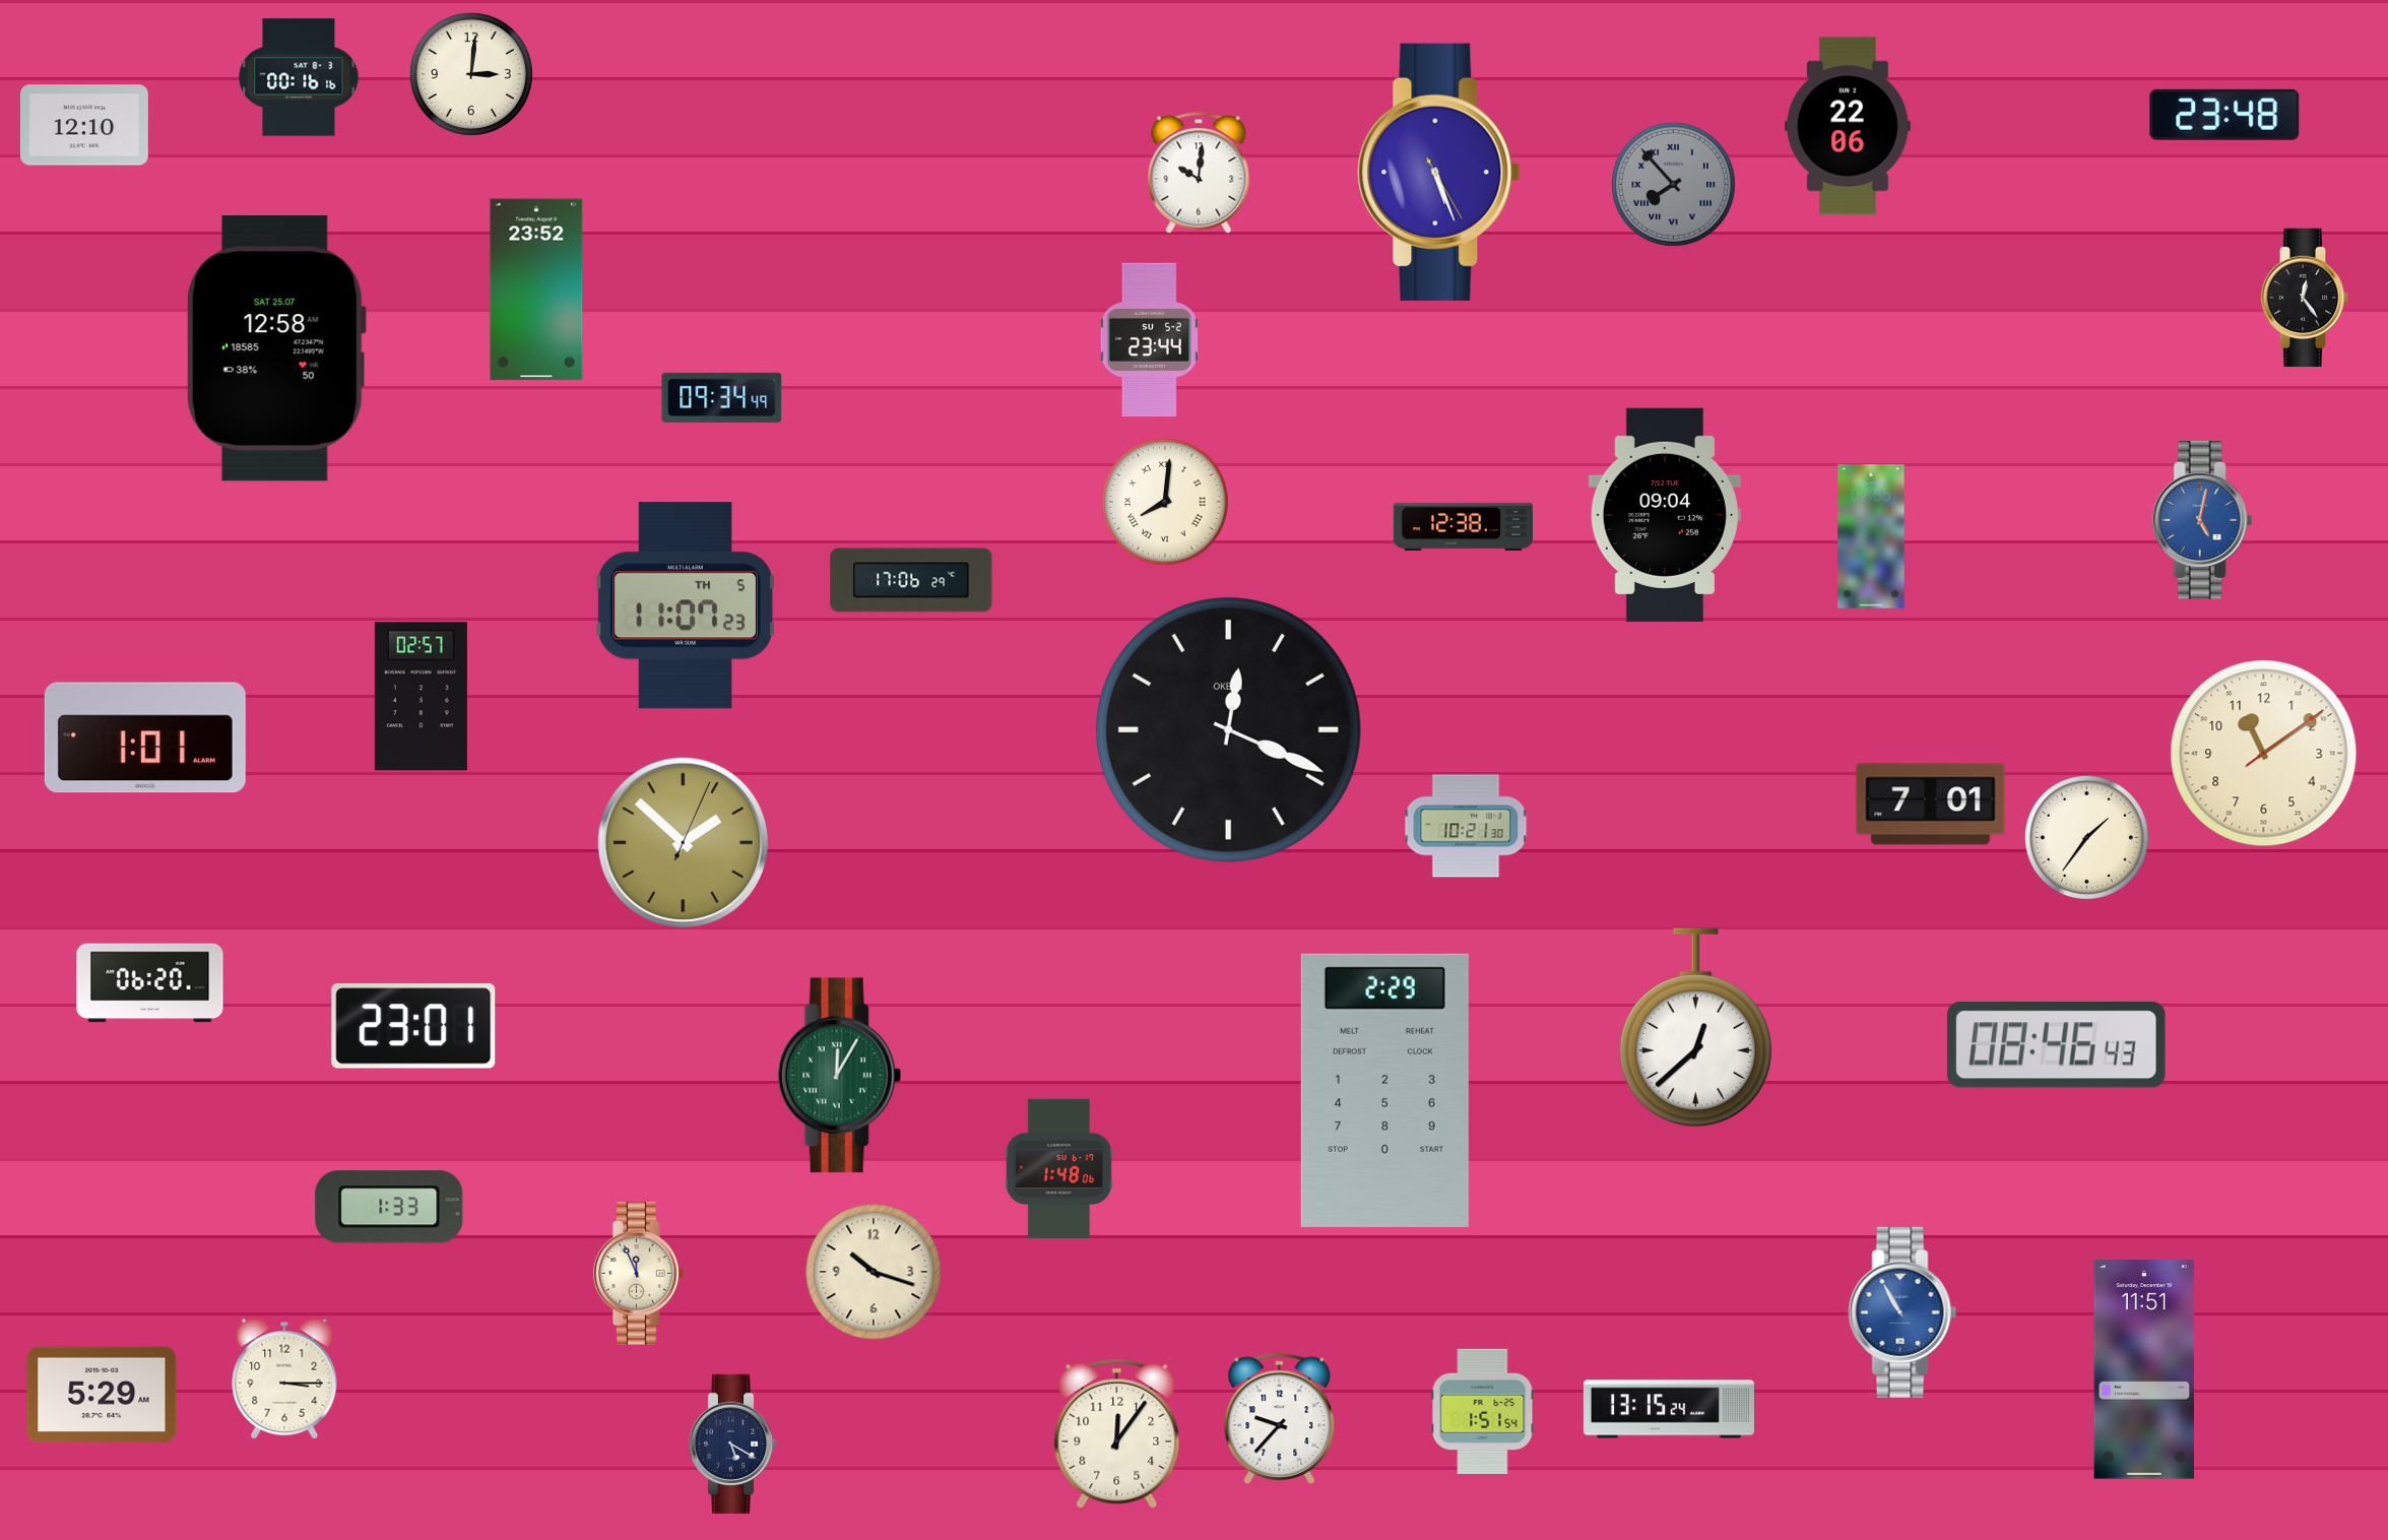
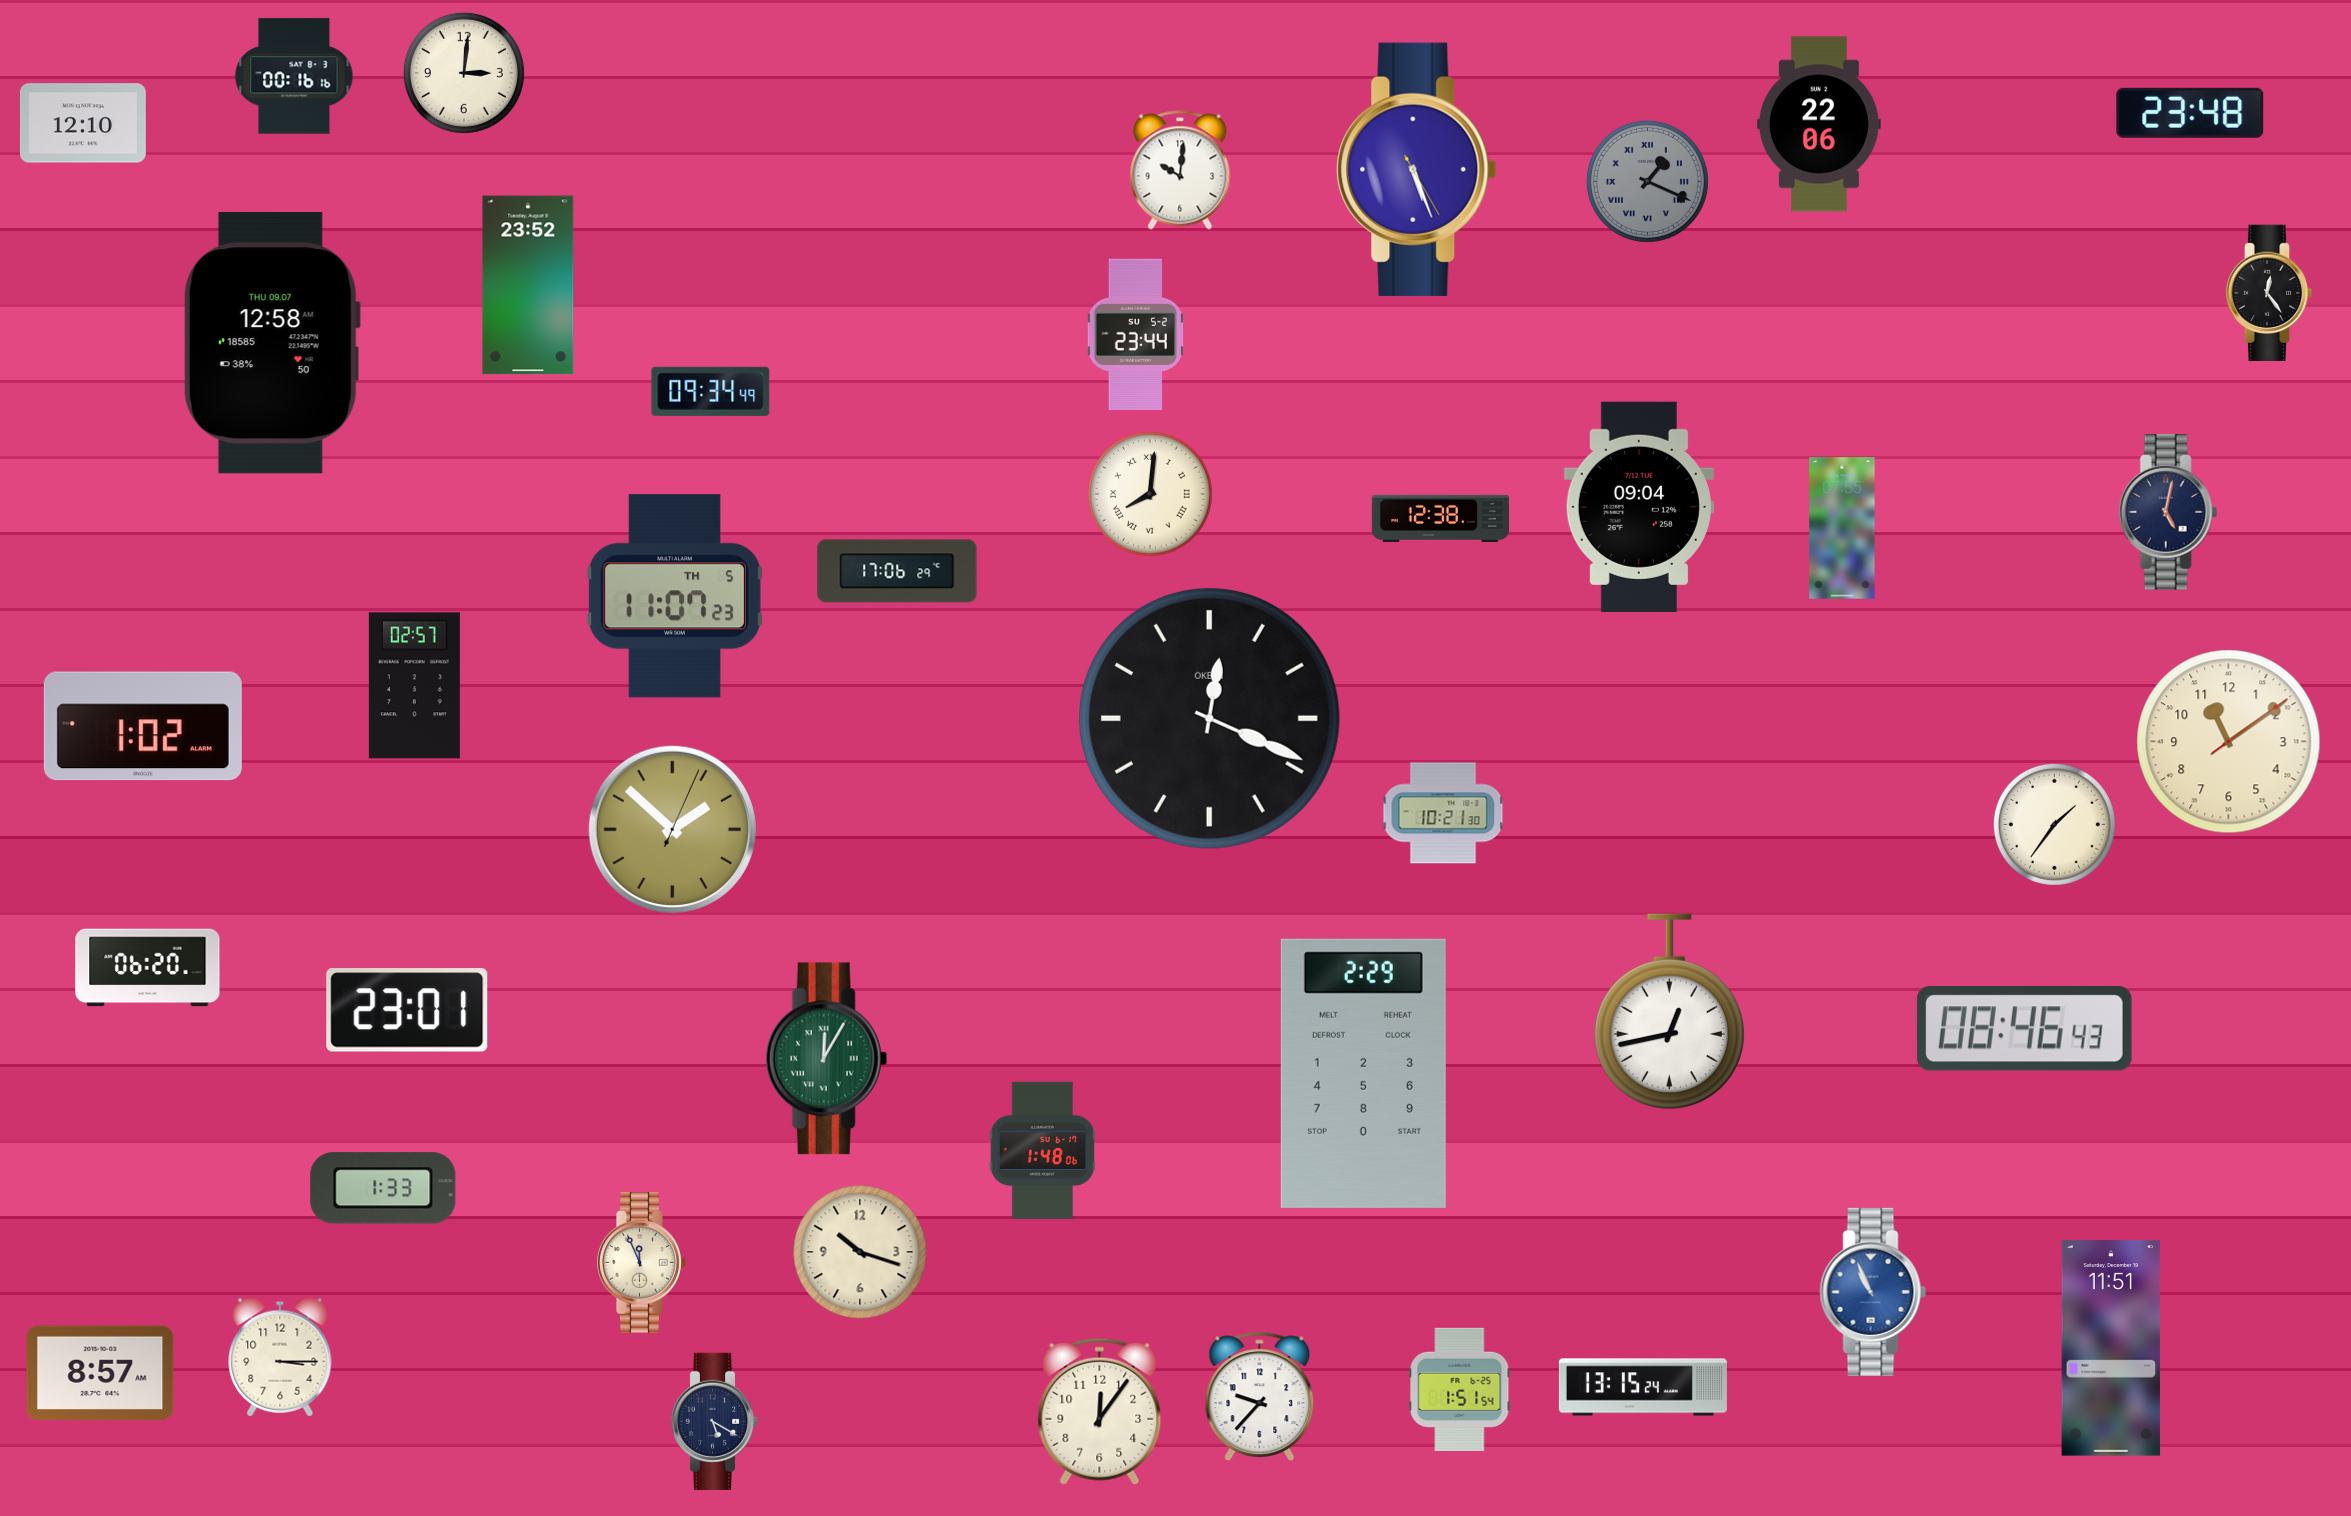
clock at (1673, 184): 7:53 -> 1:19
clock at (1149, 340) position: (1149, 340) -> (1135, 335)
clock at (276, 348) date: SAT 25.07 -> THU 09.07
clock at (1166, 503) position: (1166, 503) -> (1151, 495)
clock at (2202, 521) dial: blue -> navy
clock at (145, 737): 1:01 -> 1:02
clock at (1931, 805): 7:01 -> none
clock at (1695, 1028): 12:38 -> 12:43
clock at (639, 1274) position: (639, 1274) -> (642, 1263)
clock at (1902, 1312): 10:55 -> 10:56
clock at (102, 1395): 5:29 -> 8:57
clock at (733, 1443) position: (733, 1443) -> (715, 1421)
